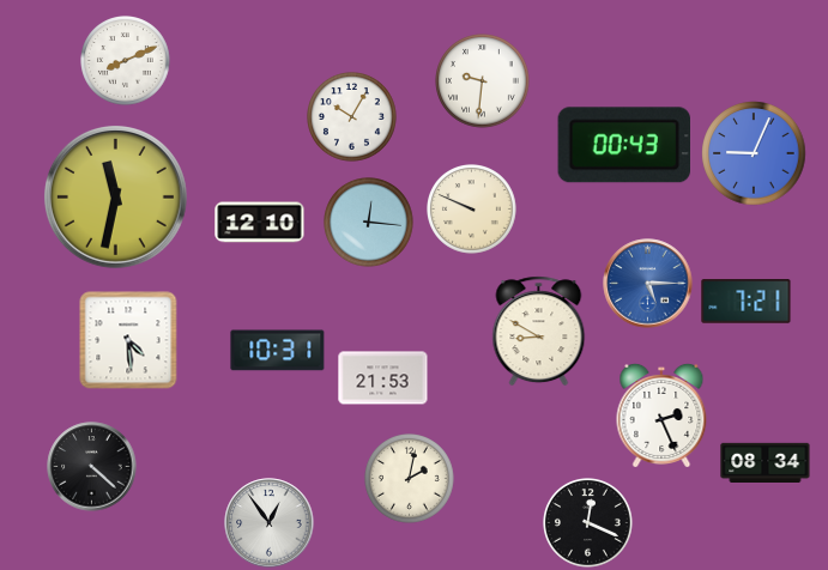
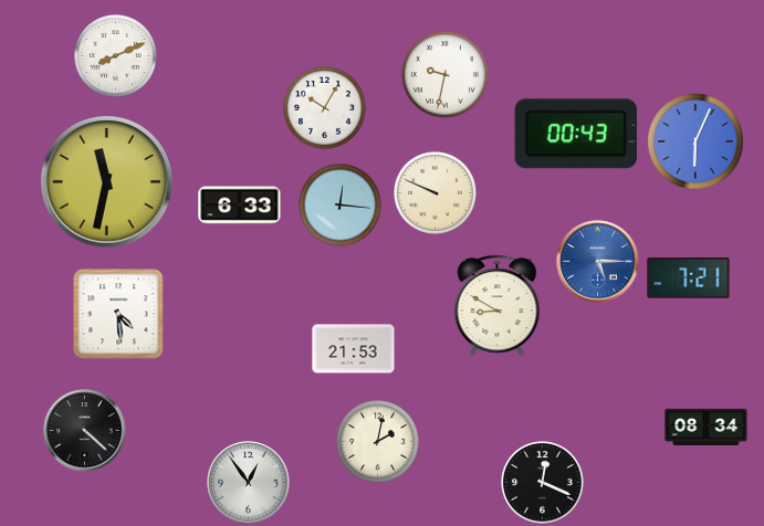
clock at (483, 81): 9:31 -> 9:32
clock at (754, 153): 9:04 -> 6:04
clock at (260, 223): 12:10 -> 6:33
clock at (278, 351): 10:31 -> none
clock at (661, 416): 2:26 -> none
